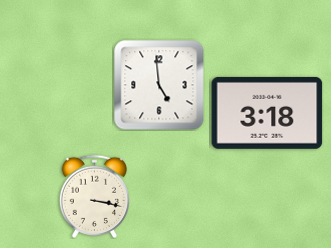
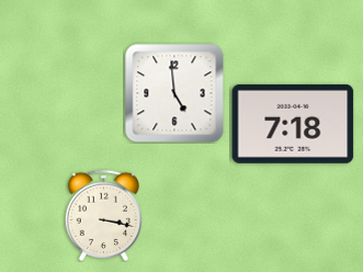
clock at (267, 113): 3:18 -> 7:18
